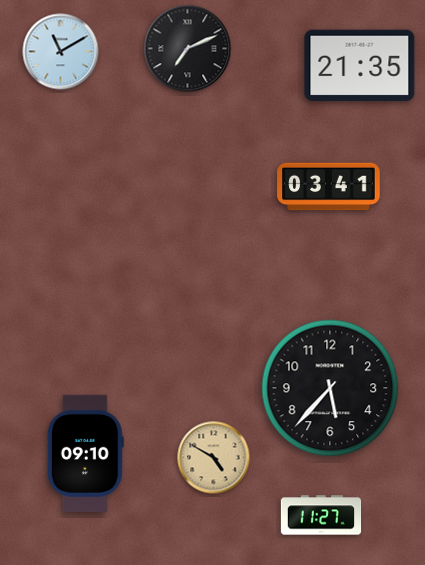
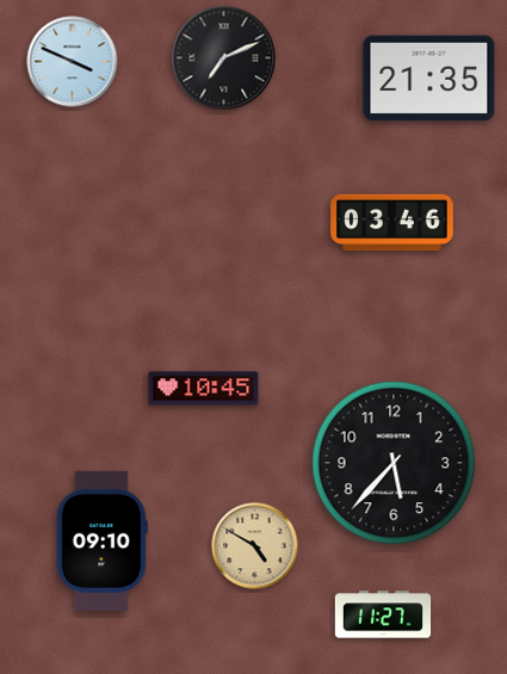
clock at (61, 52): 11:10 -> 3:49
clock at (329, 187): 03:41 -> 03:46
clock at (204, 389): none -> 10:45
